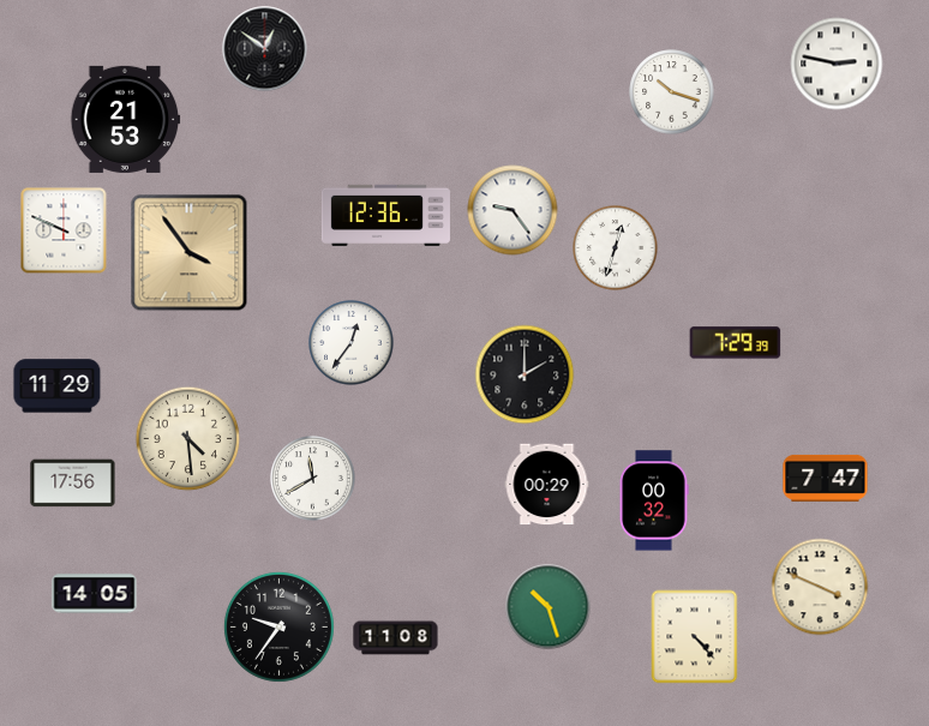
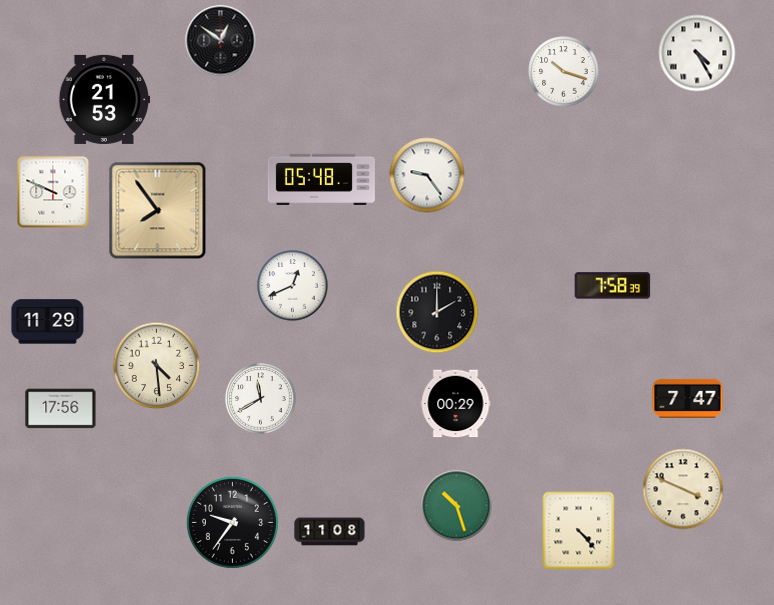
clock at (837, 64): 2:47 -> 4:25
clock at (672, 92) position: (672, 92) -> (564, 72)
clock at (385, 215): 12:36 -> 05:48
clock at (616, 248): 12:33 -> none
clock at (190, 253): 3:54 -> 7:54
clock at (352, 343): 12:36 -> 12:41
clock at (736, 343): 7:29 -> 7:58
clock at (73, 484) position: (73, 484) -> (61, 409)
clock at (654, 500): 00:32 -> none
clock at (95, 594): 14:05 -> none
